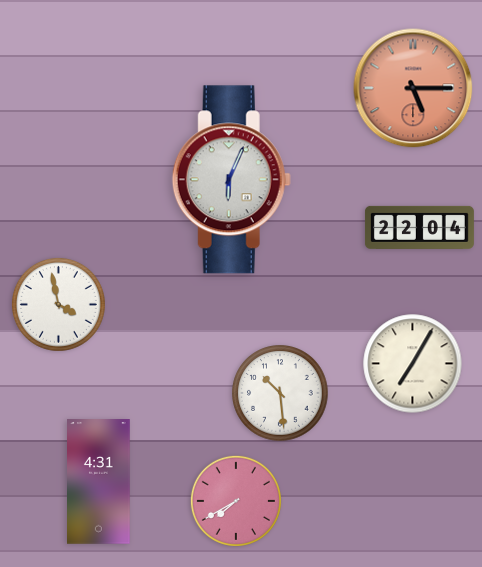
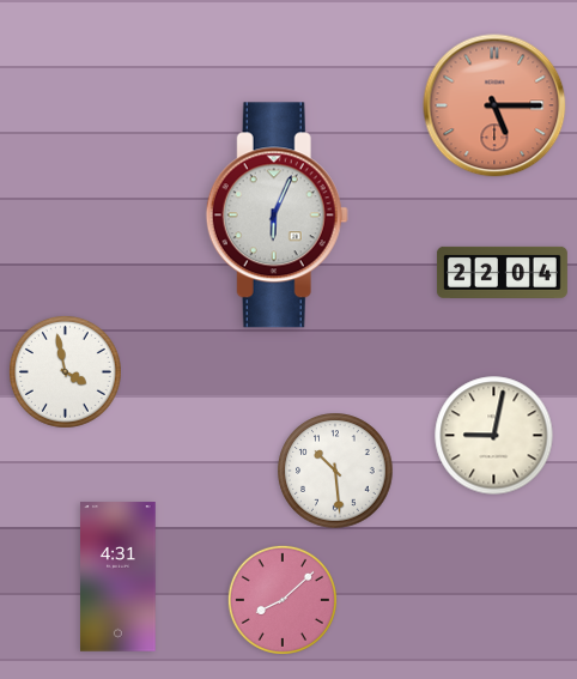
clock at (58, 304) position: (58, 304) -> (65, 371)
clock at (413, 364): 7:05 -> 9:02
clock at (236, 501): 7:40 -> 8:08
